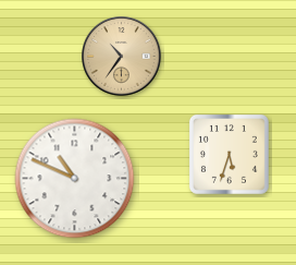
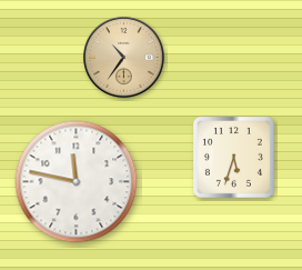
clock at (75, 179): 10:49 -> 11:47
